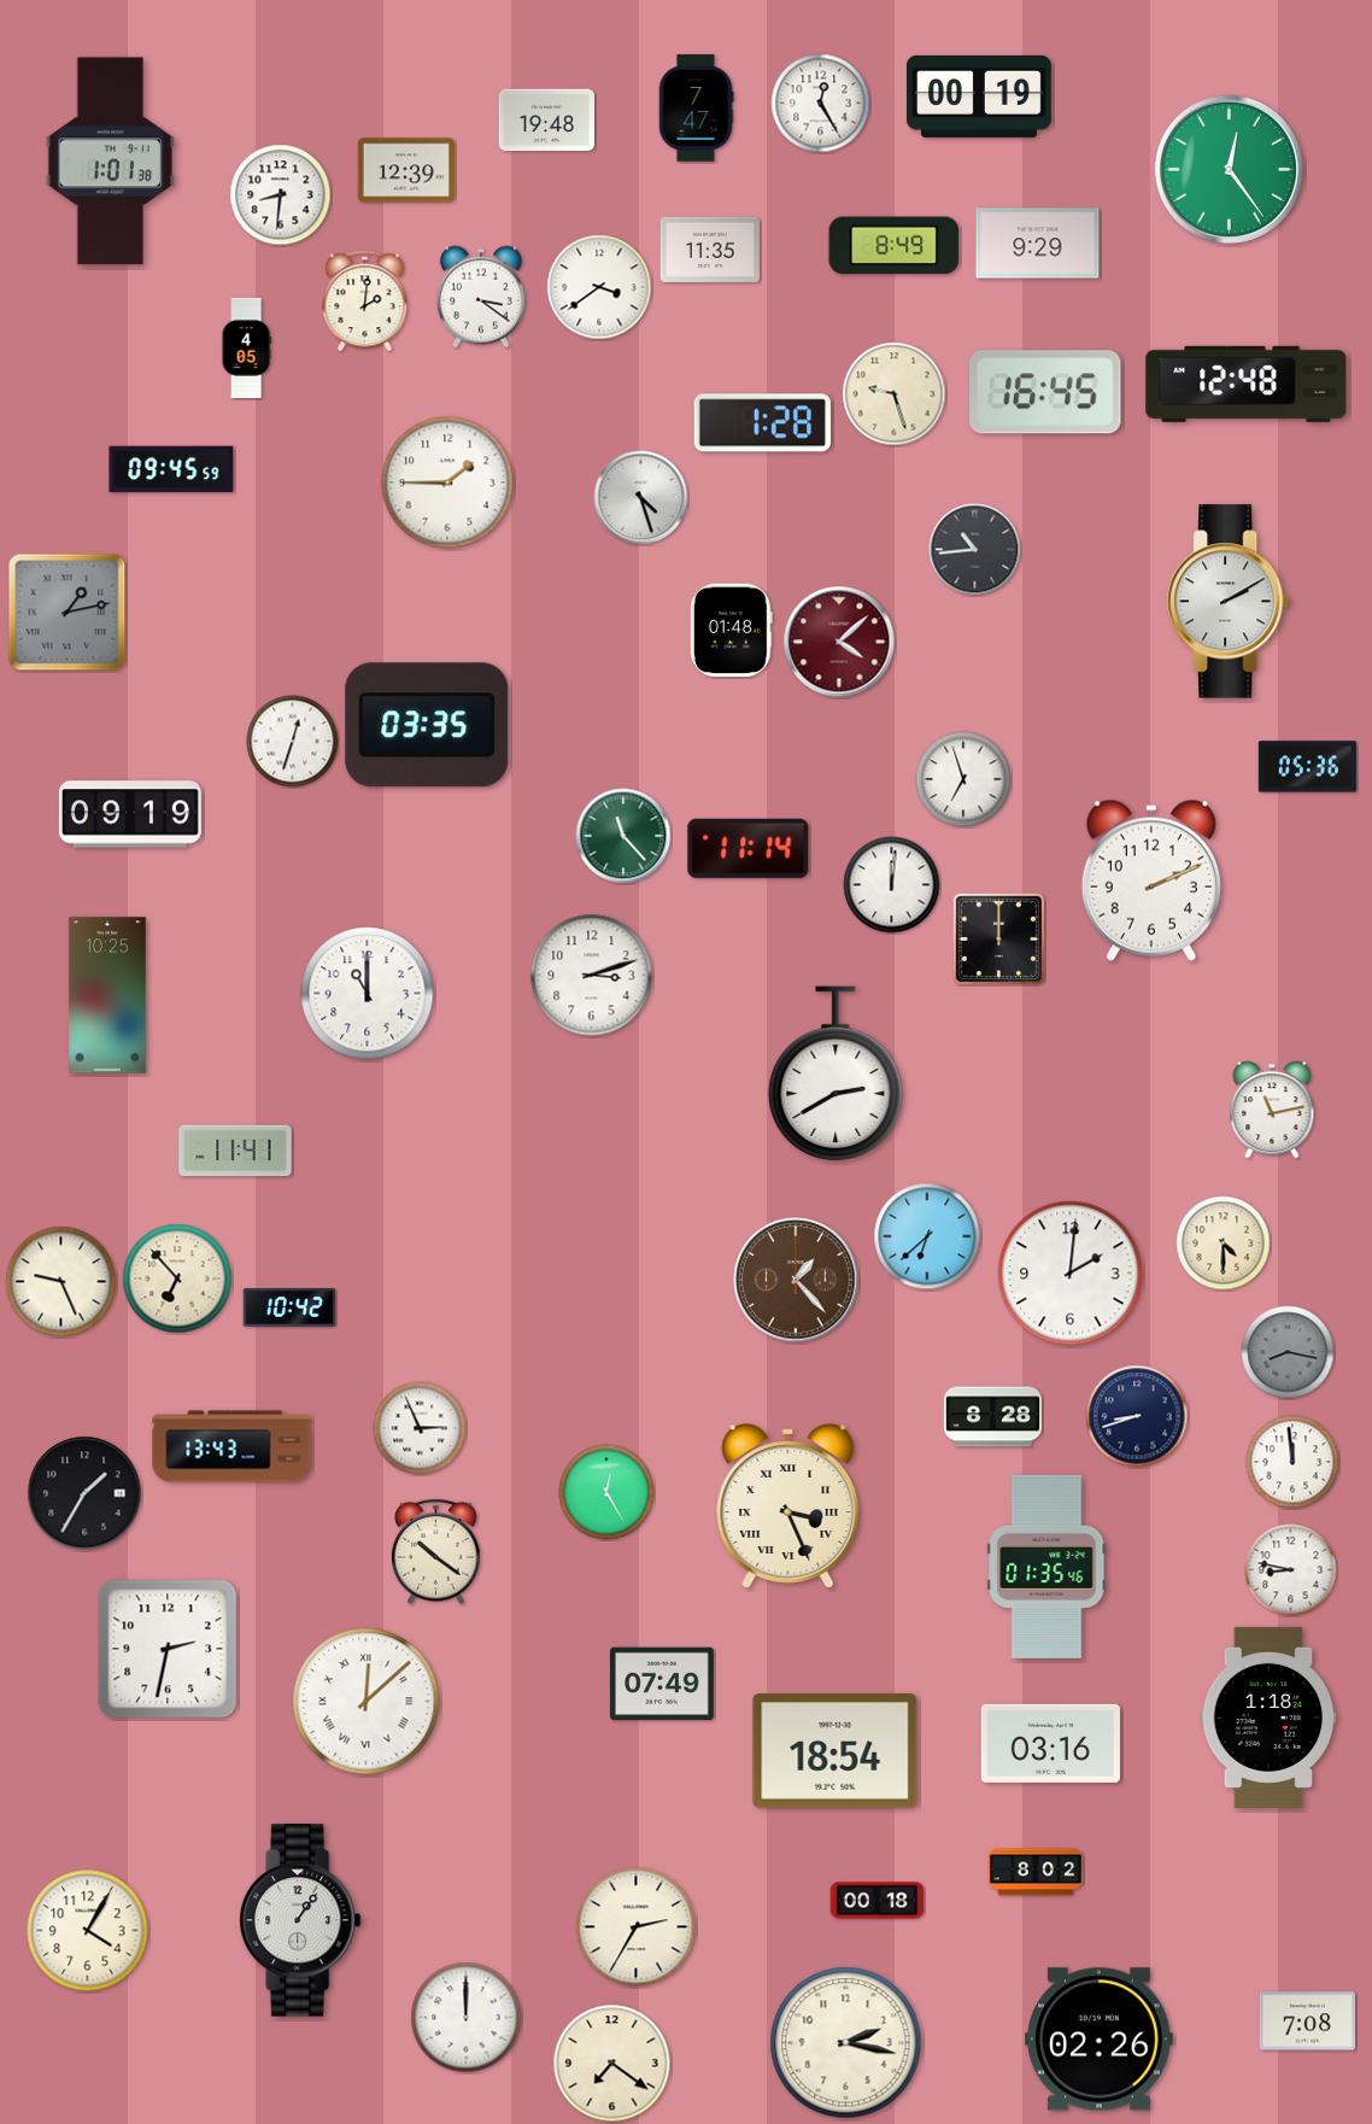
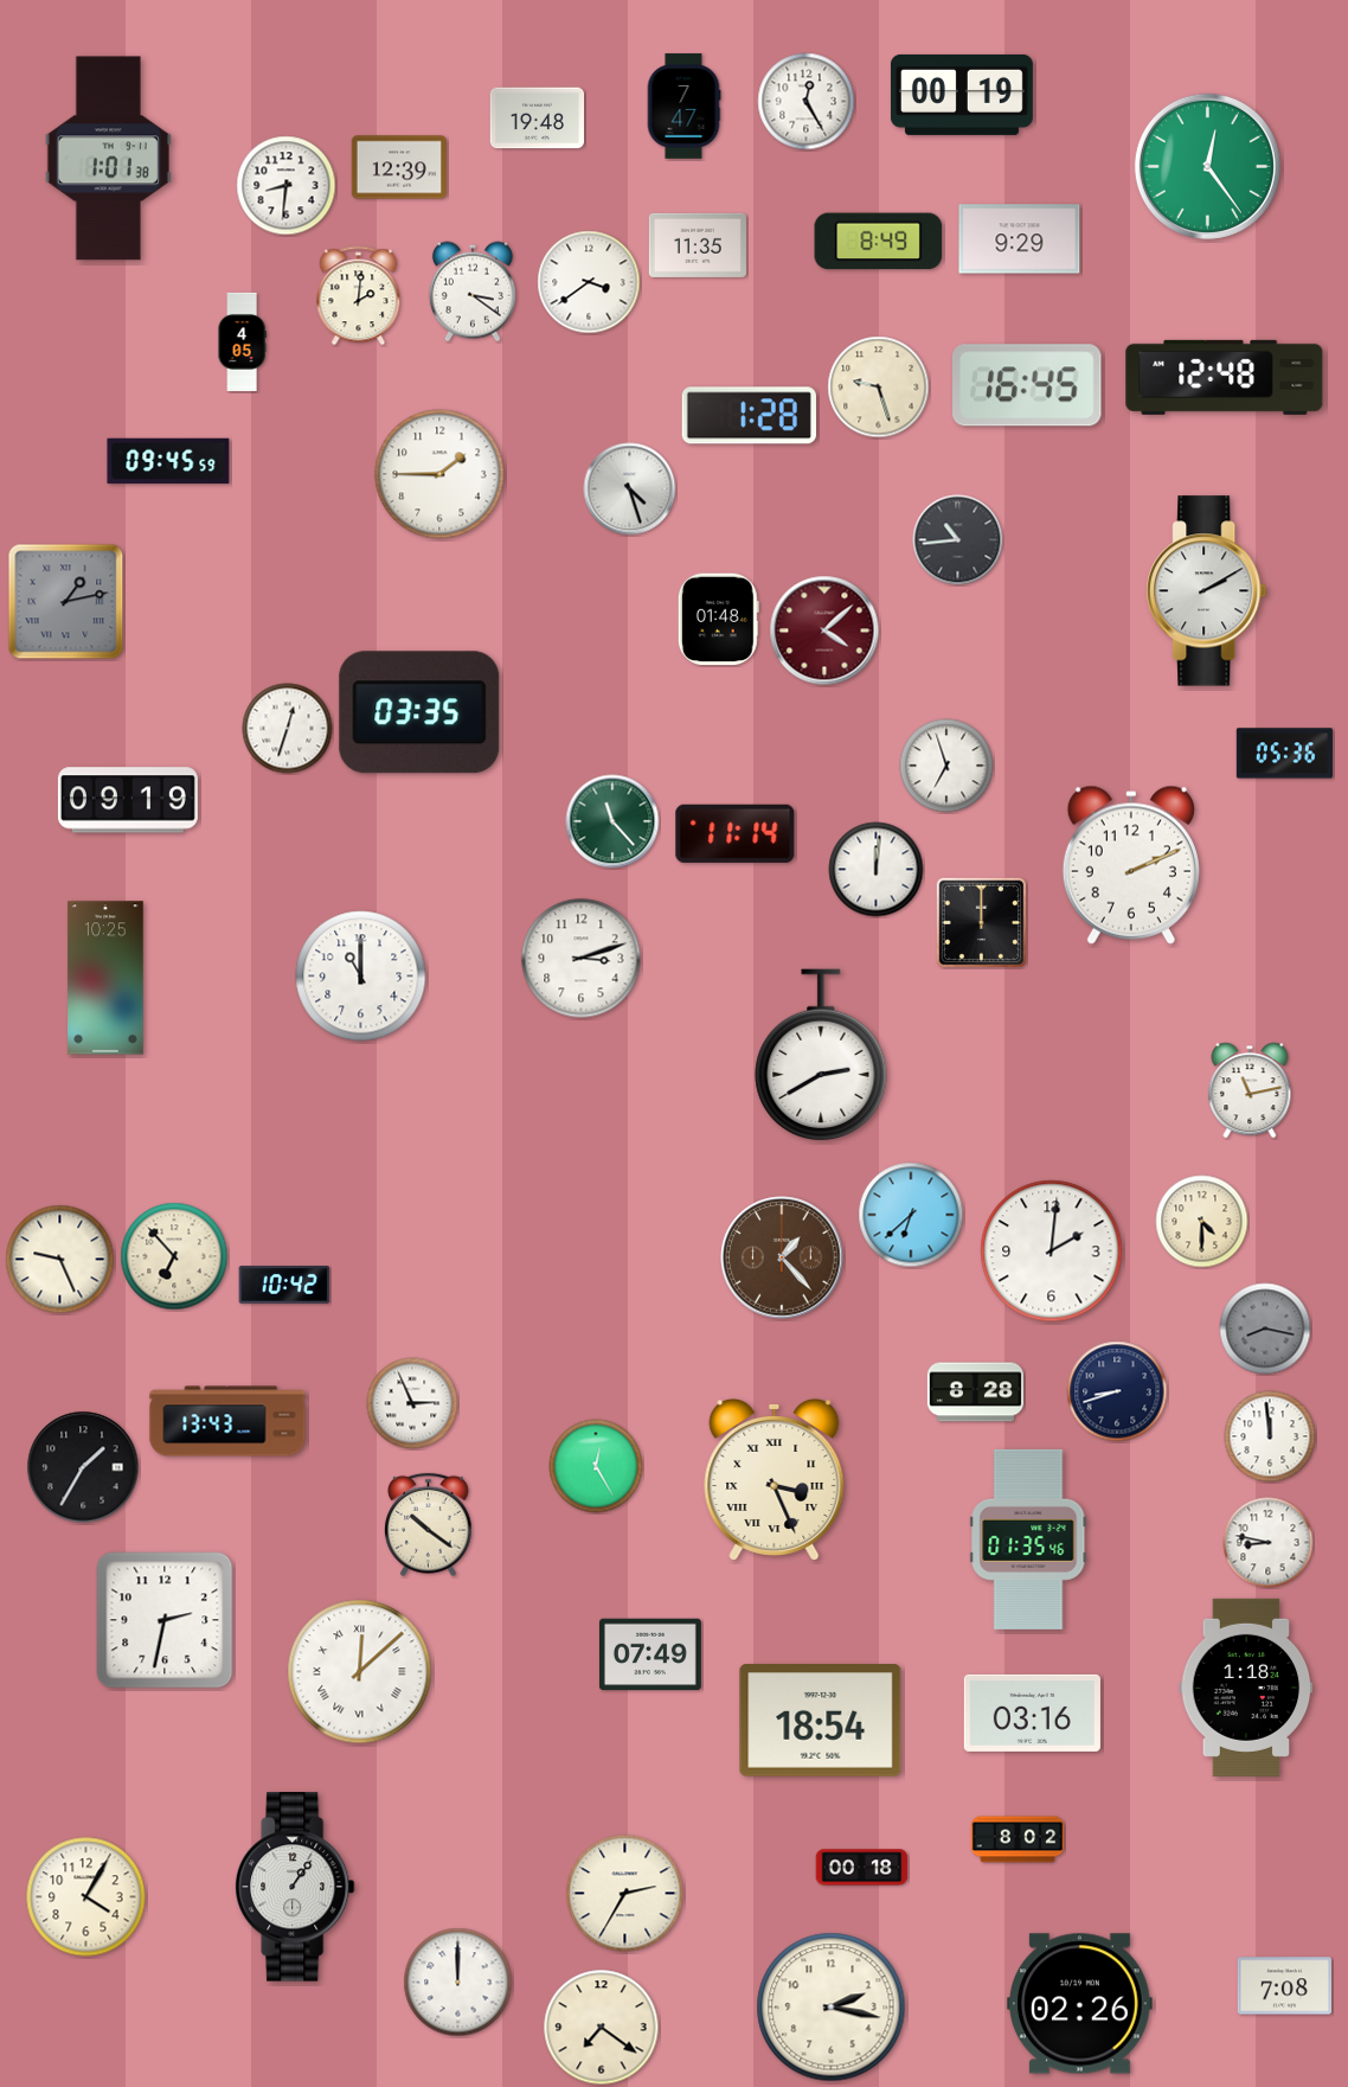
clock at (281, 195) position: (281, 195) -> (287, 186)
clock at (235, 1151): 11:41 -> none
